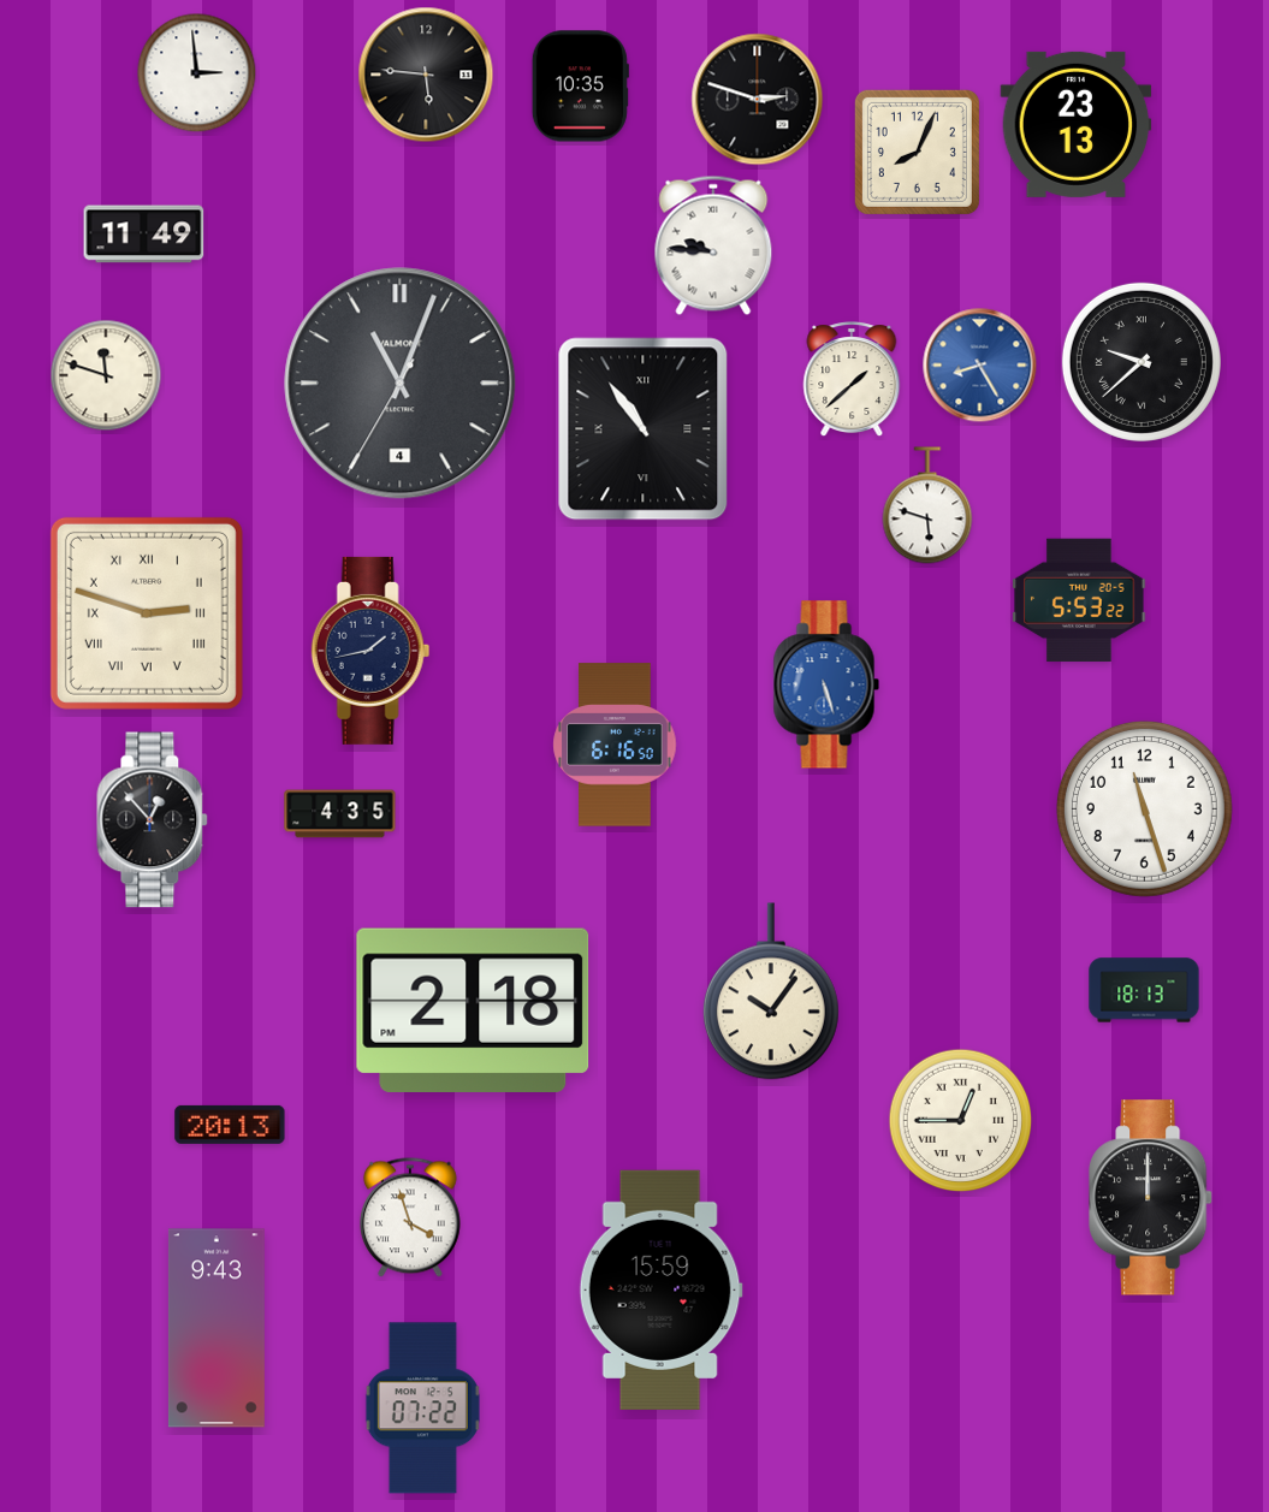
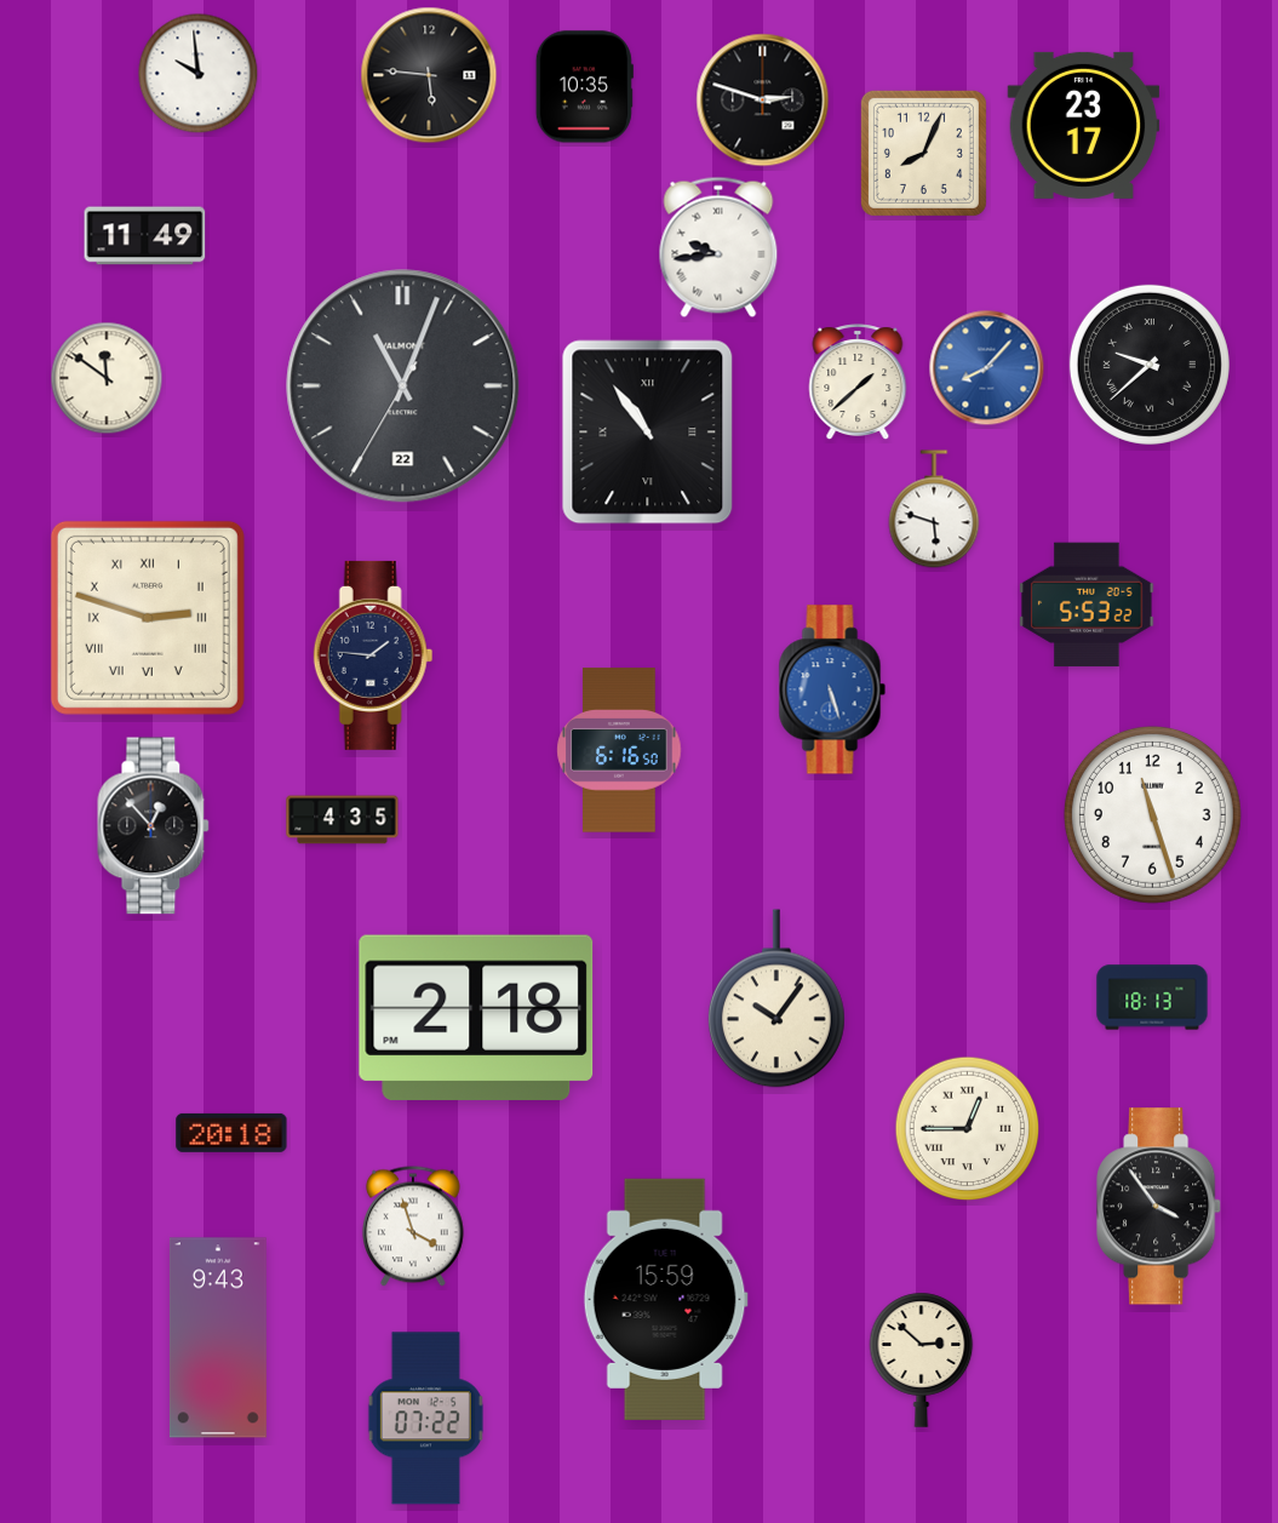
clock at (197, 73): 2:59 -> 9:59
clock at (1077, 124): 23:13 -> 23:17
clock at (713, 245): 9:46 -> 9:44
clock at (980, 366): 8:25 -> 8:07
clock at (106, 375): 11:48 -> 11:51
clock at (401, 384) date: 4 -> 22
clock at (370, 651): 1:43 -> 1:46
clock at (230, 1125): 20:13 -> 20:18
clock at (1151, 1198): 12:00 -> 3:54
clock at (922, 1359): none -> 2:52
